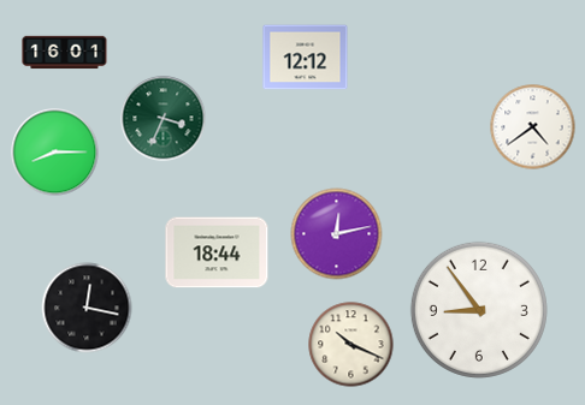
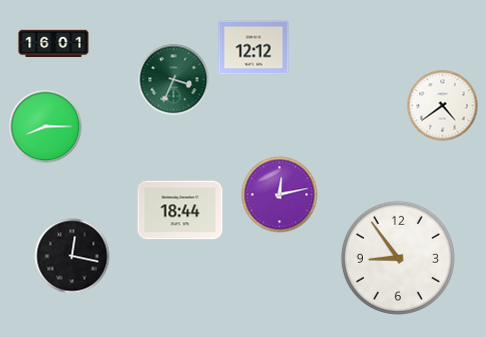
clock at (164, 119) position: (164, 119) -> (174, 80)
clock at (351, 345): 10:19 -> none
